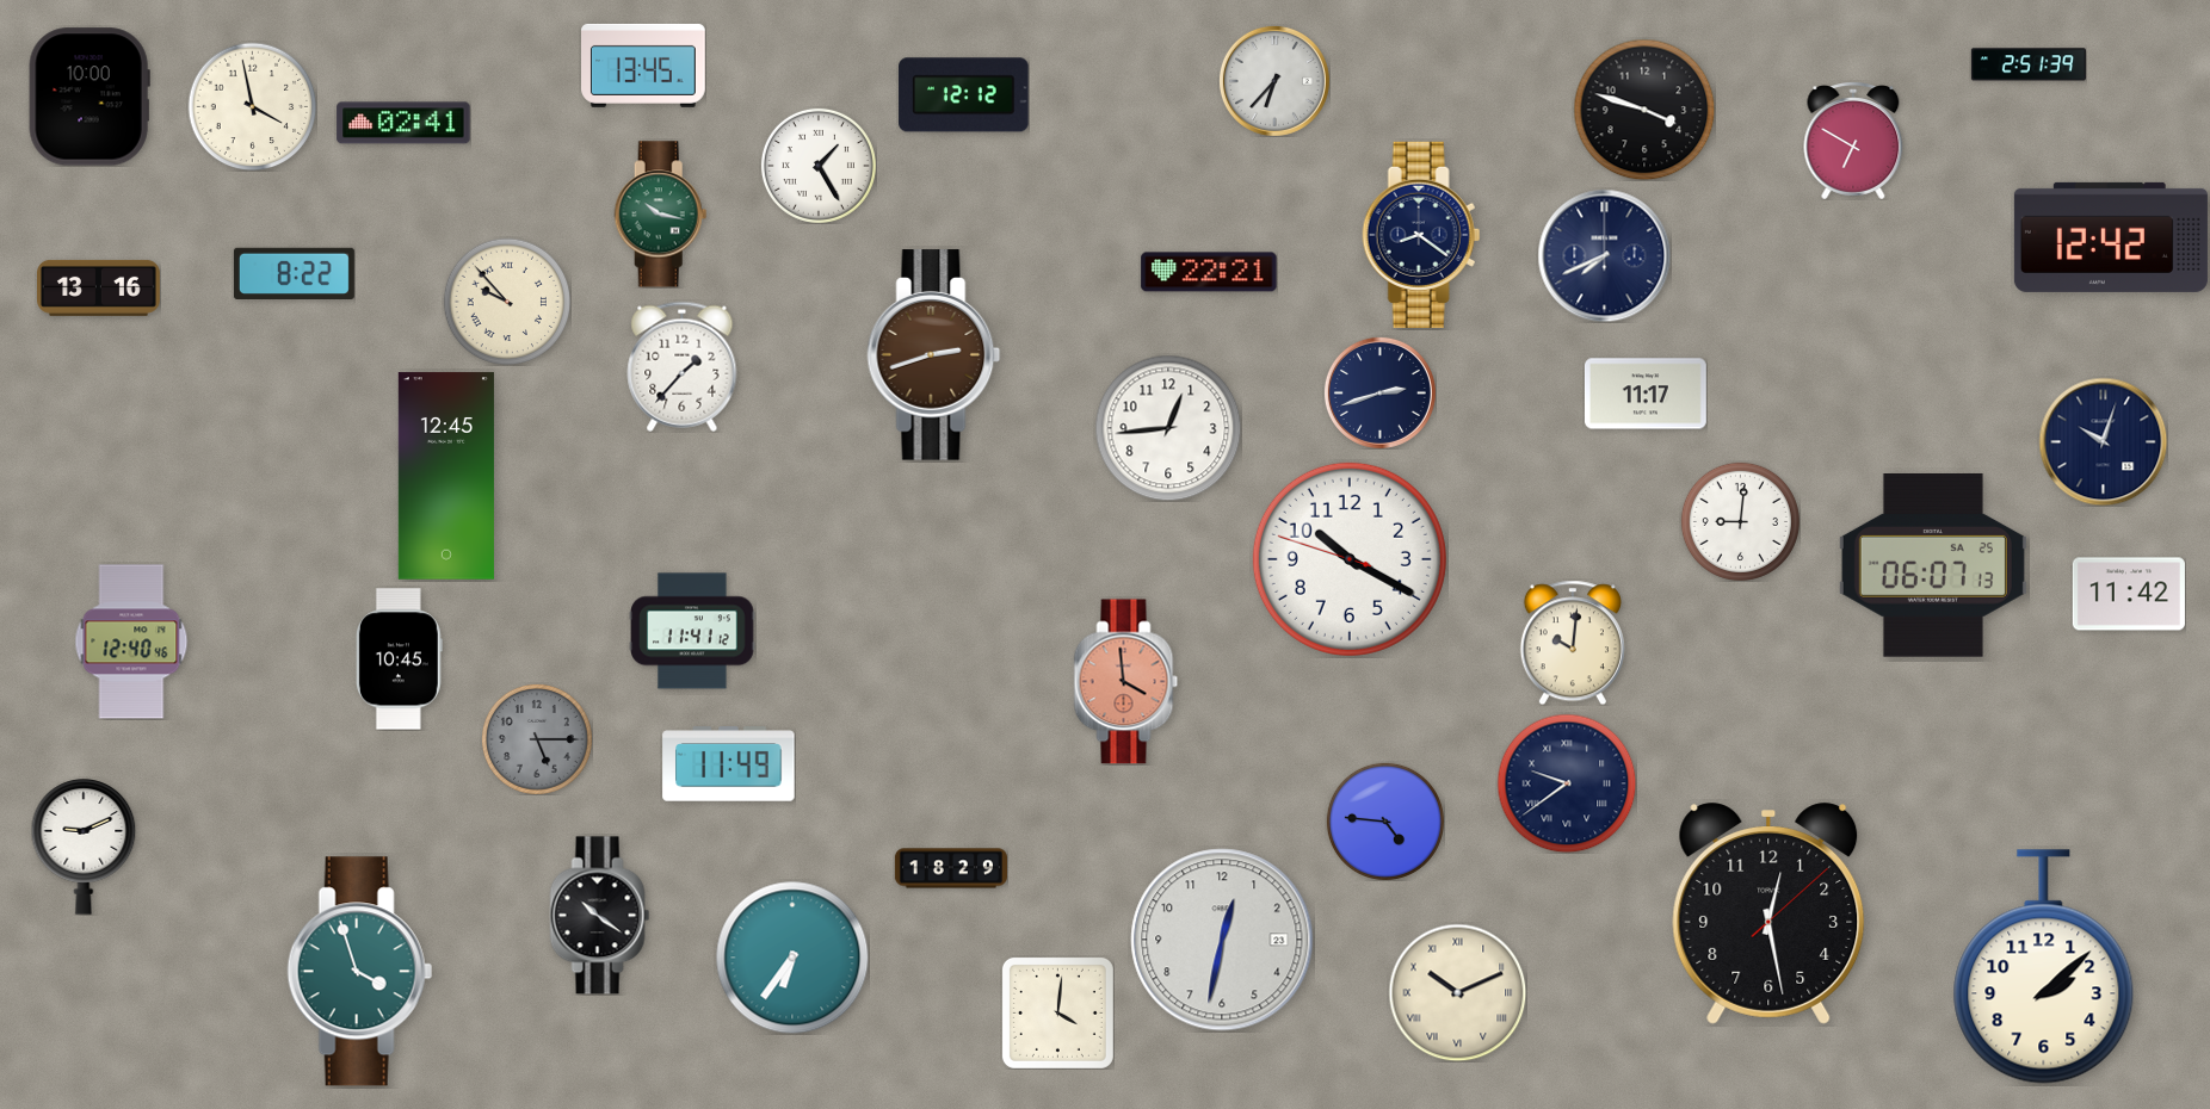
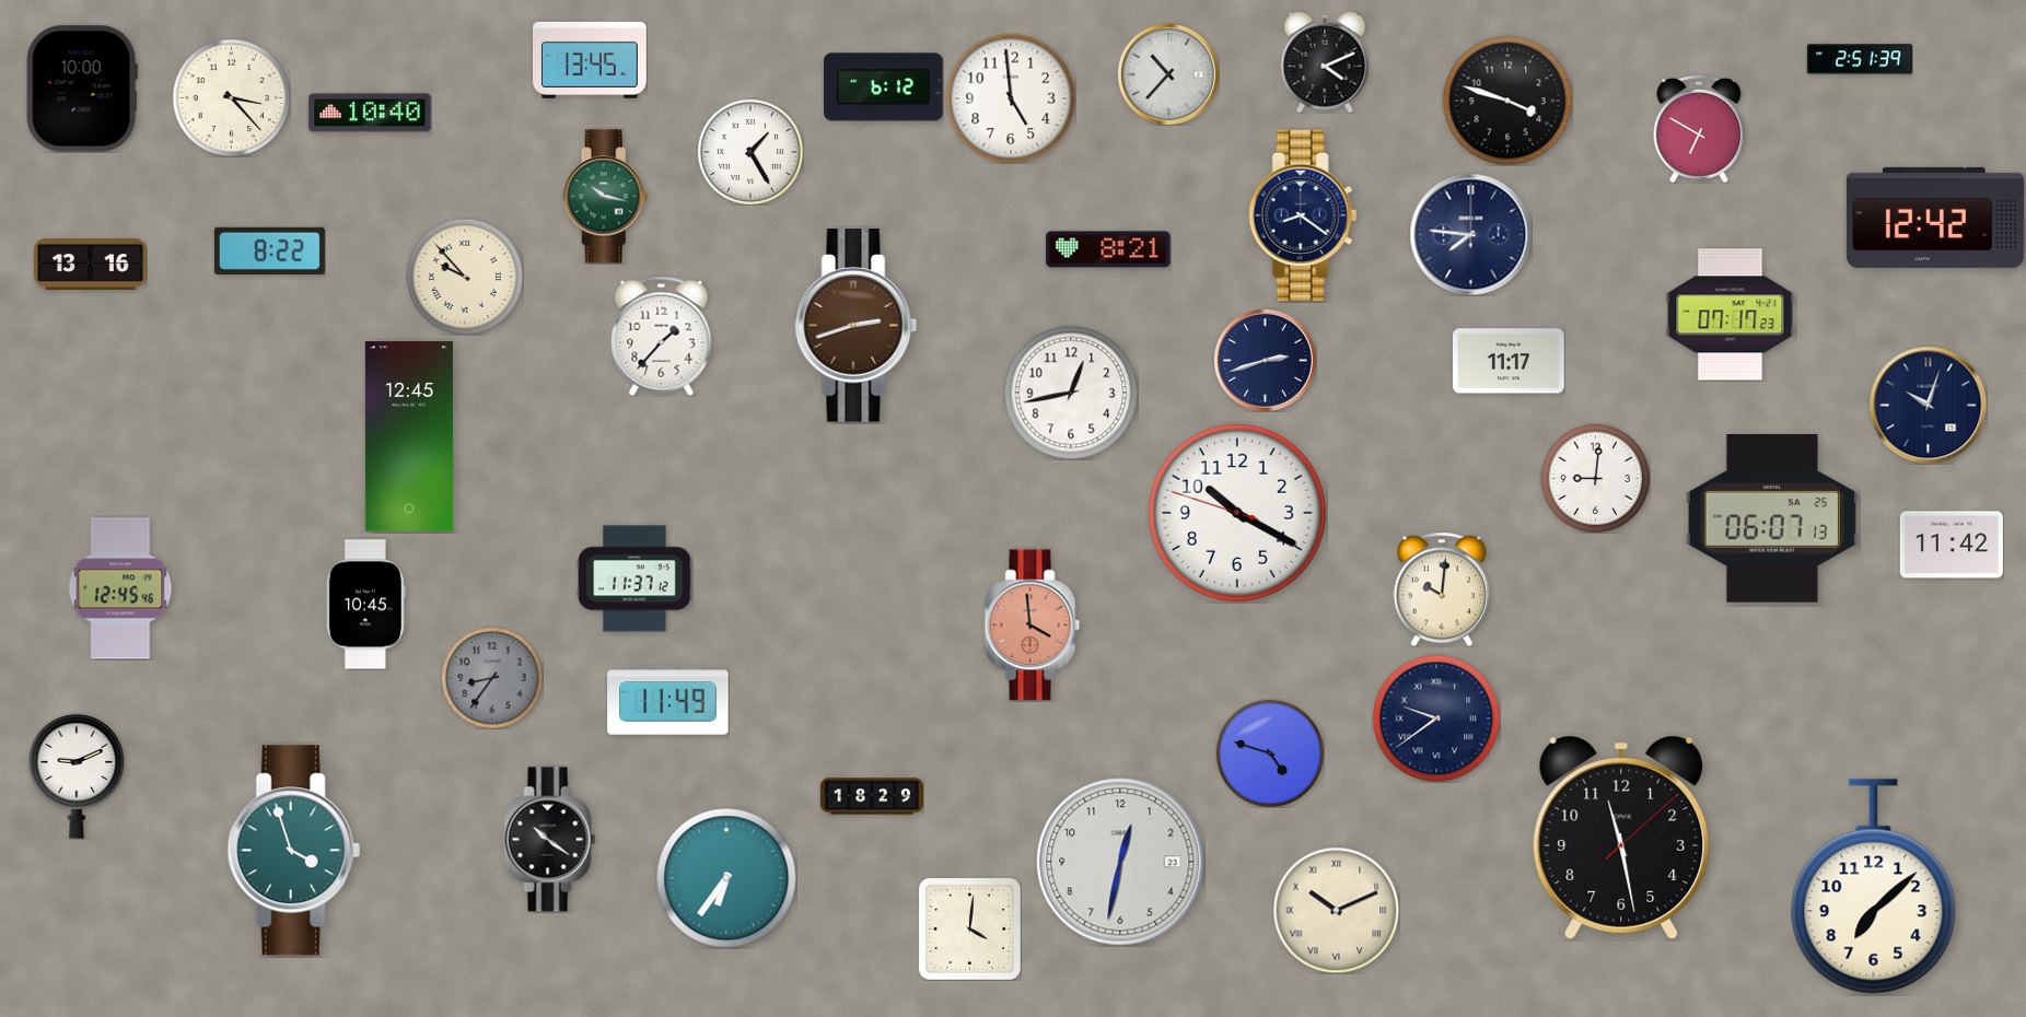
clock at (1325, 62): none -> 4:11
clock at (1274, 81): 6:37 -> 10:37
clock at (964, 95): 12:12 -> 6:12
clock at (252, 106): 3:58 -> 3:23
clock at (1011, 98): none -> 4:59
clock at (403, 123): 02:41 -> 10:40
clock at (1604, 255): 7:41 -> 7:46
clock at (1209, 272): 22:21 -> 8:21
clock at (1731, 315): none -> 07:17
clock at (683, 366) position: (683, 366) -> (662, 336)
clock at (1168, 428): 12:44 -> 12:43
clock at (692, 631): 11:41 -> 11:37
clock at (131, 642): 12:40 -> 12:45
clock at (537, 739): 5:15 -> 8:36
clock at (1385, 822): 4:46 -> 4:48
clock at (1768, 913): 12:28 -> 11:28
clock at (2044, 967): 2:08 -> 7:08
clock at (359, 972) position: (359, 972) -> (293, 851)
